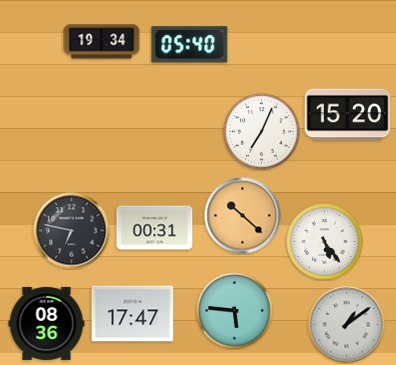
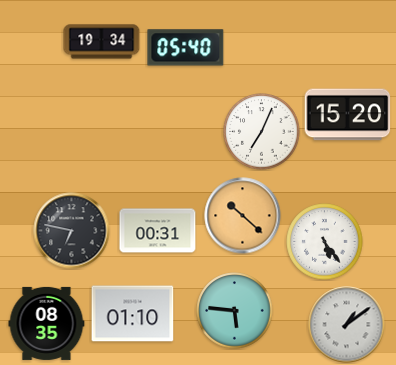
clock at (190, 45) position: (190, 45) -> (186, 48)
clock at (155, 228) position: (155, 228) -> (158, 231)
clock at (133, 314): 17:47 -> 01:10
clock at (47, 323): 08:36 -> 08:35
